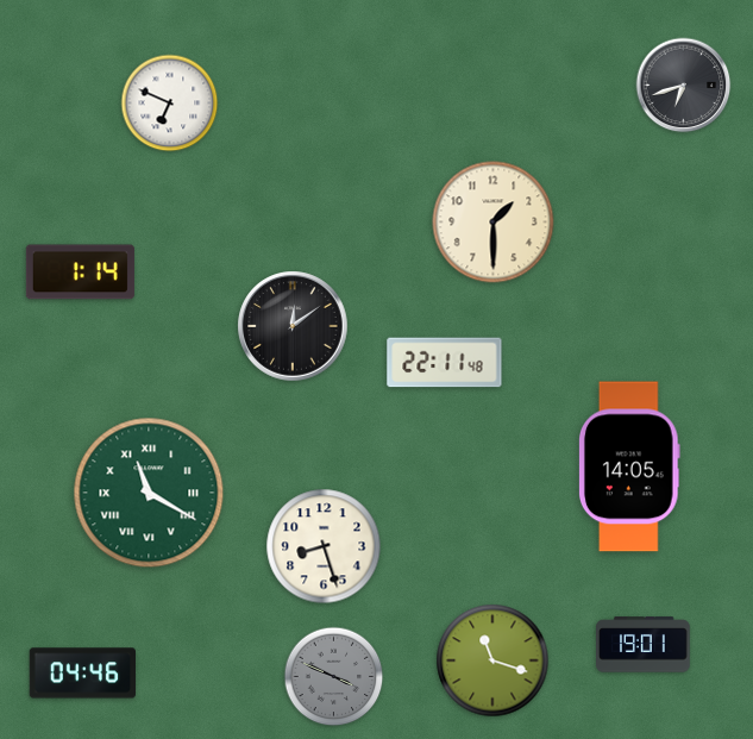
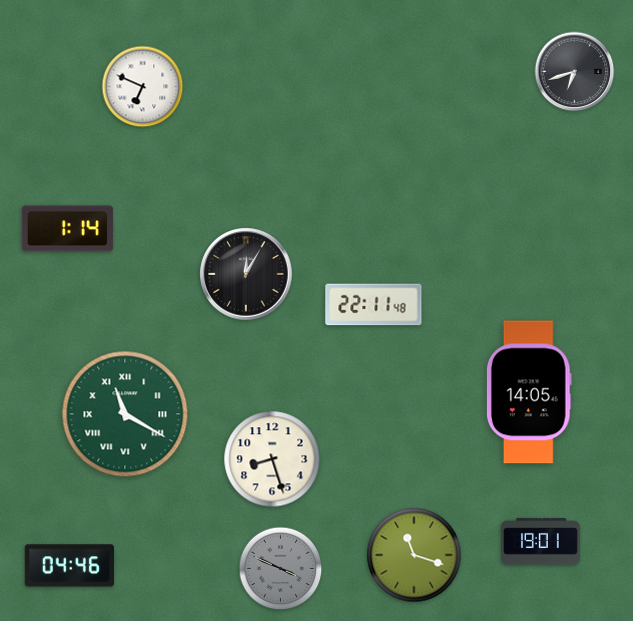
clock at (494, 223): 1:30 -> none
clock at (293, 326): 12:09 -> 12:05
